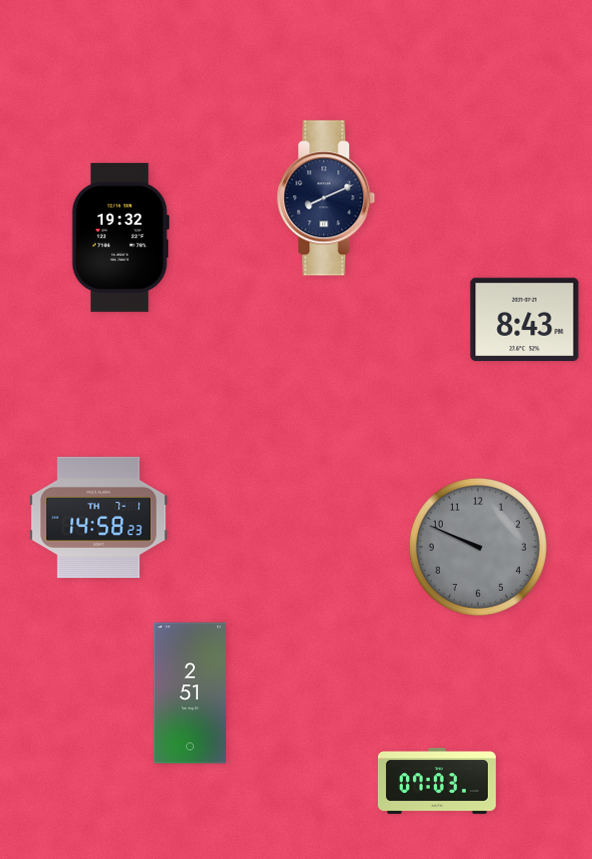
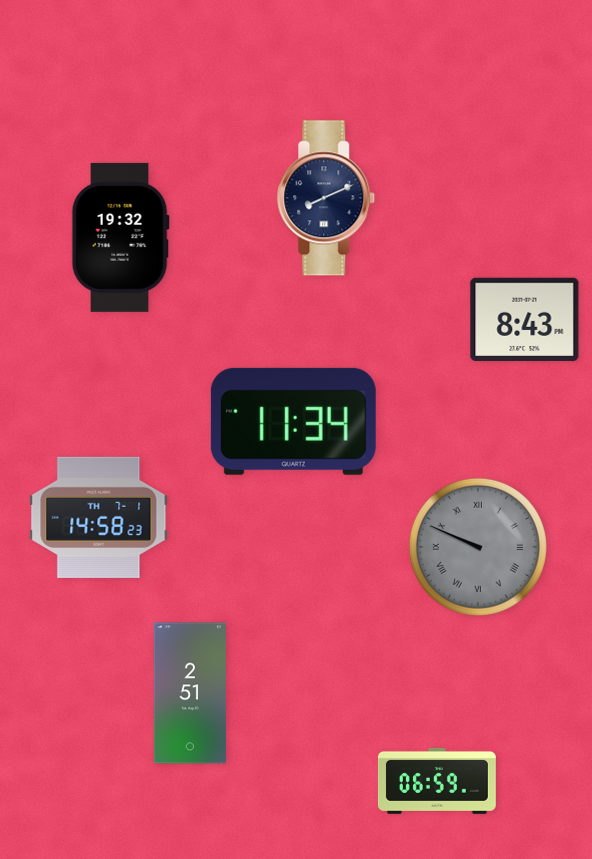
clock at (293, 421): none -> 11:34
clock at (478, 547) numerals: Arabic -> Roman
clock at (437, 781): 07:03 -> 06:59
